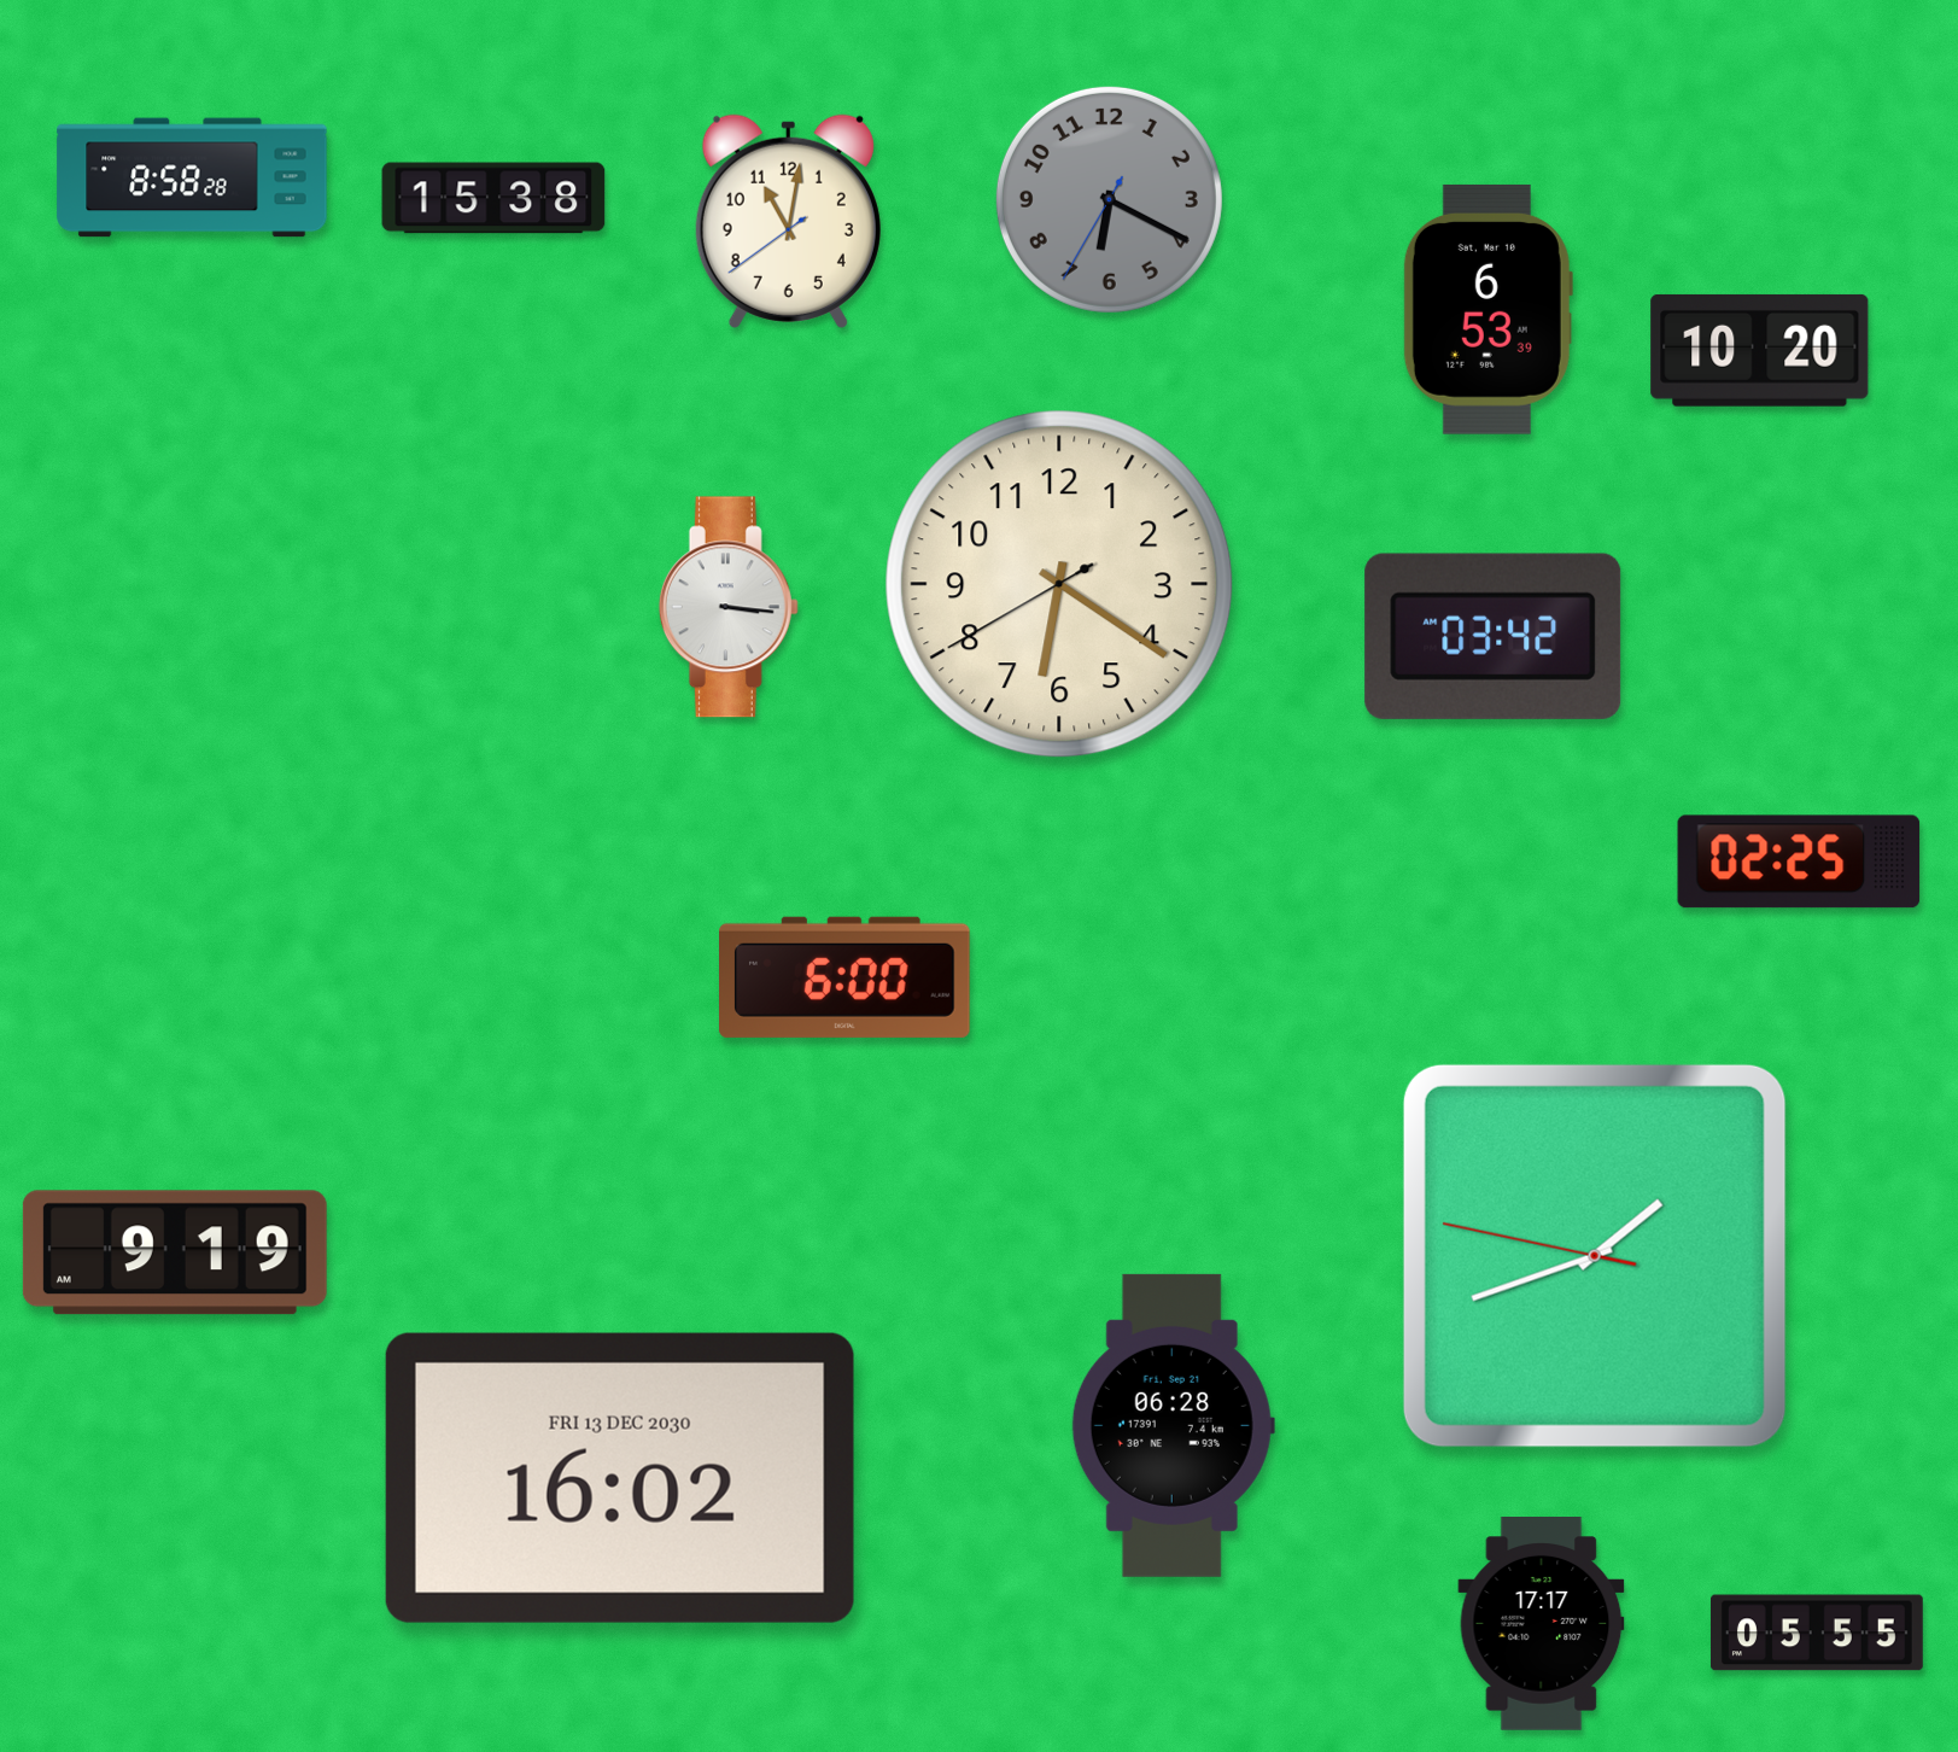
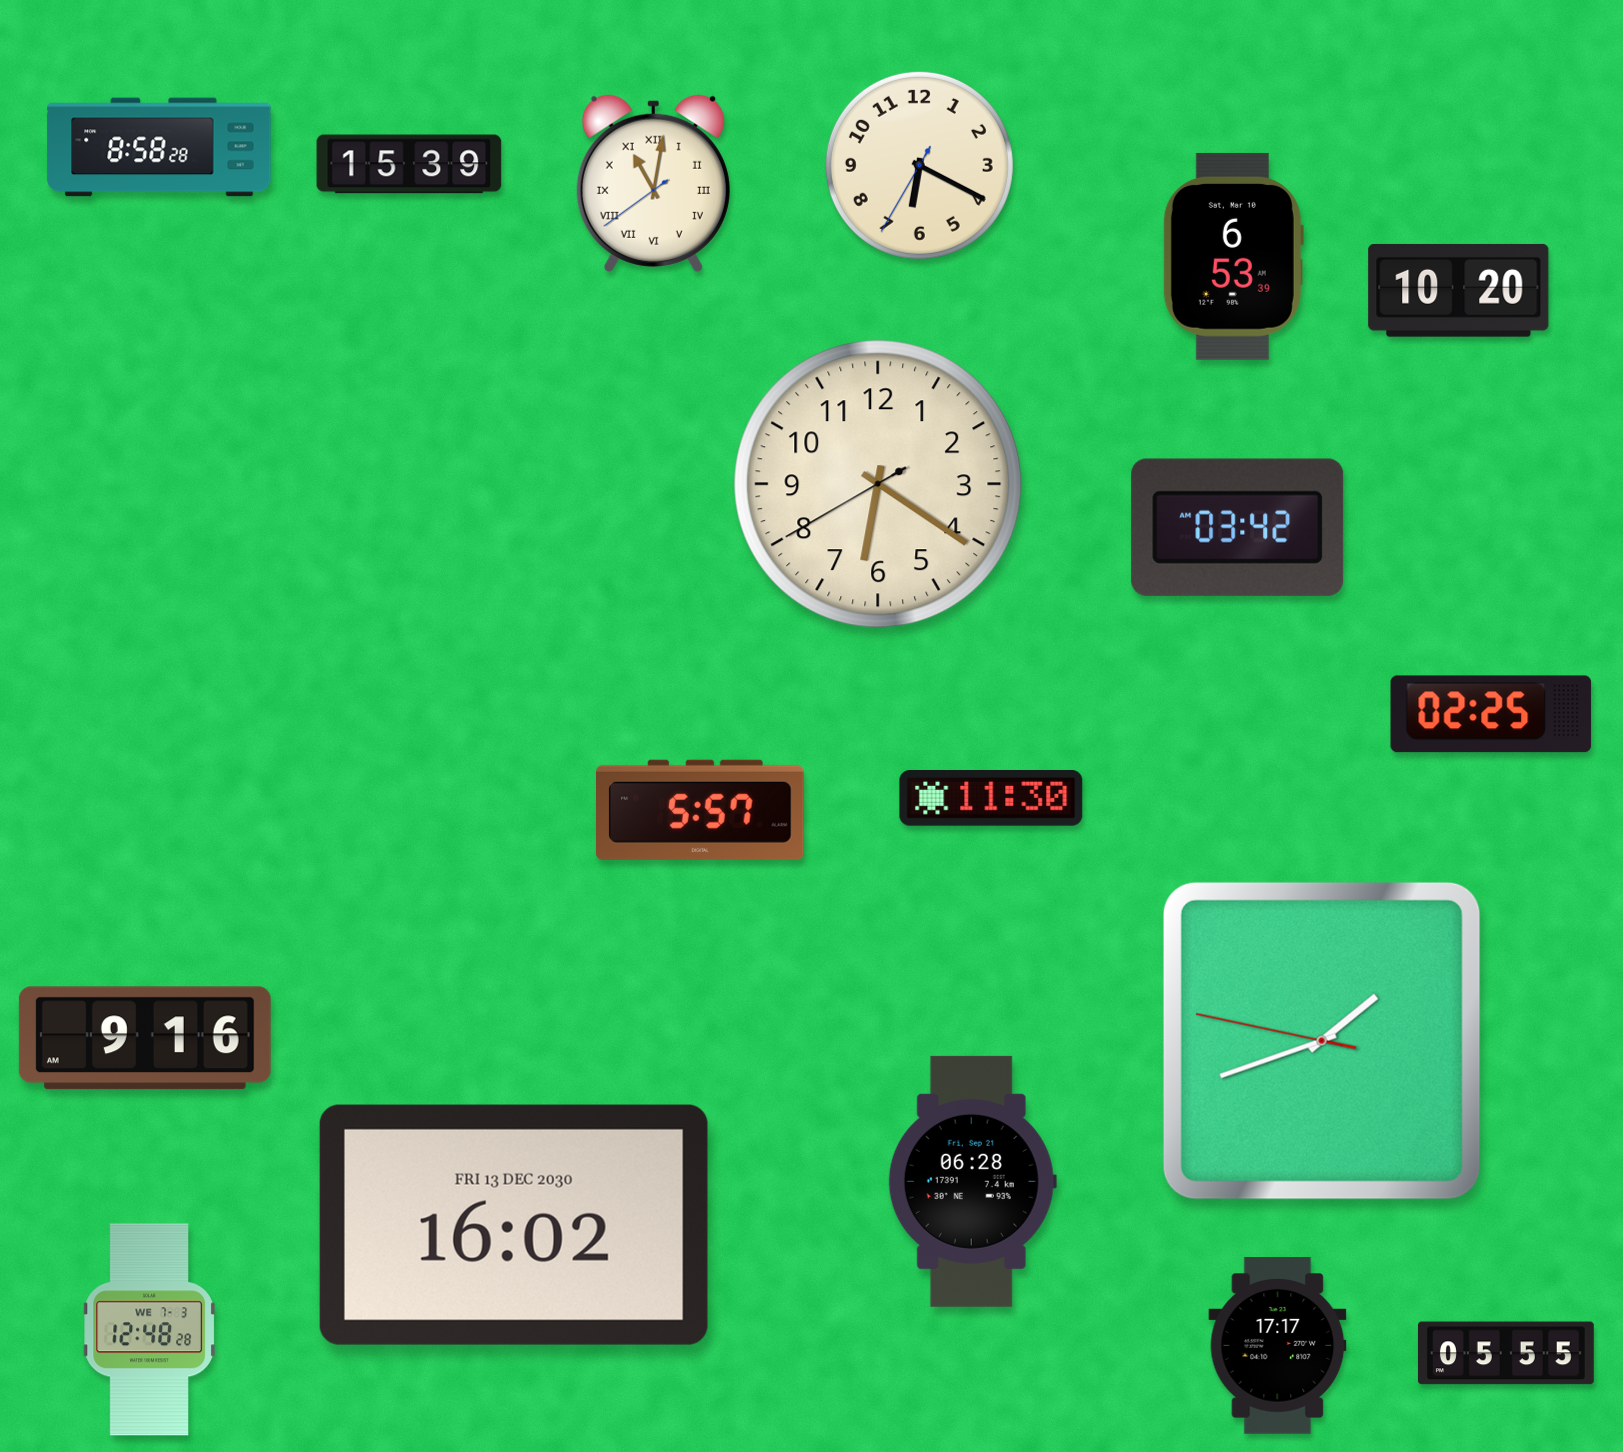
clock at (493, 198): 15:38 -> 15:39
clock at (1109, 199) dial: grey -> cream
clock at (788, 221) numerals: Arabic -> Roman
clock at (729, 607): 3:16 -> none
clock at (991, 799): none -> 11:30
clock at (846, 977): 6:00 -> 5:57
clock at (175, 1252): 9:19 -> 9:16
clock at (149, 1330): none -> 12:48
